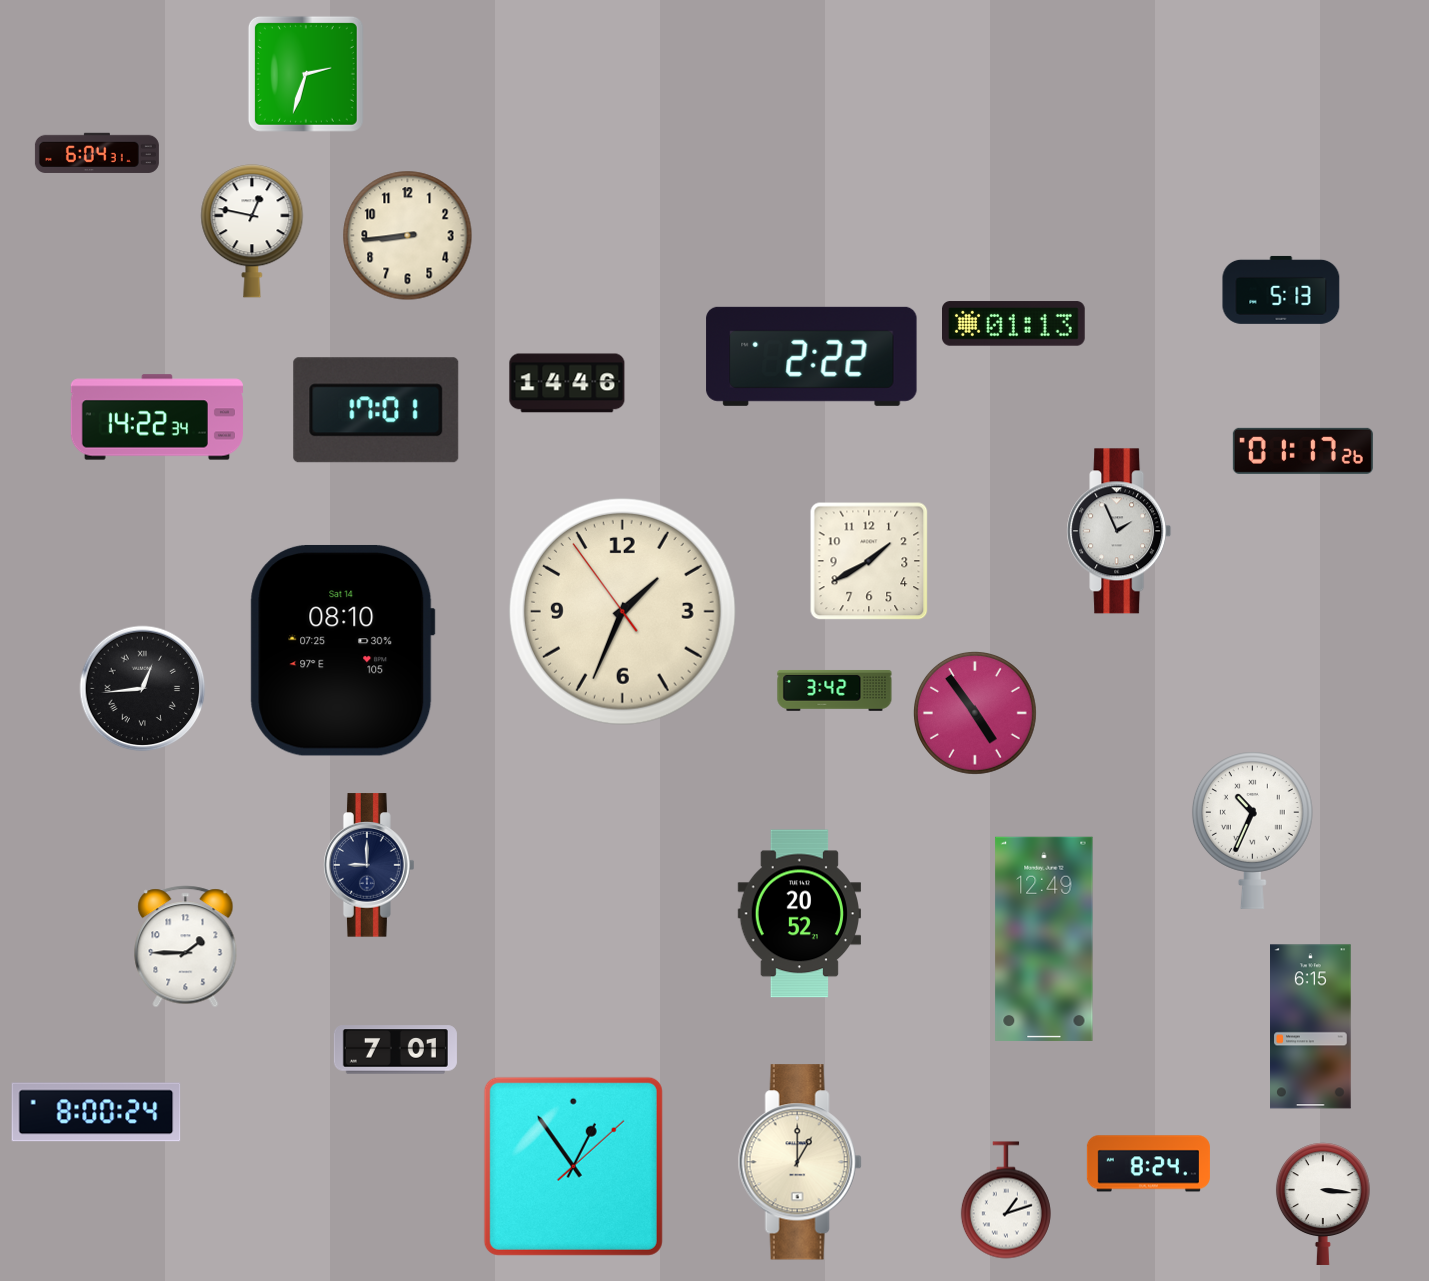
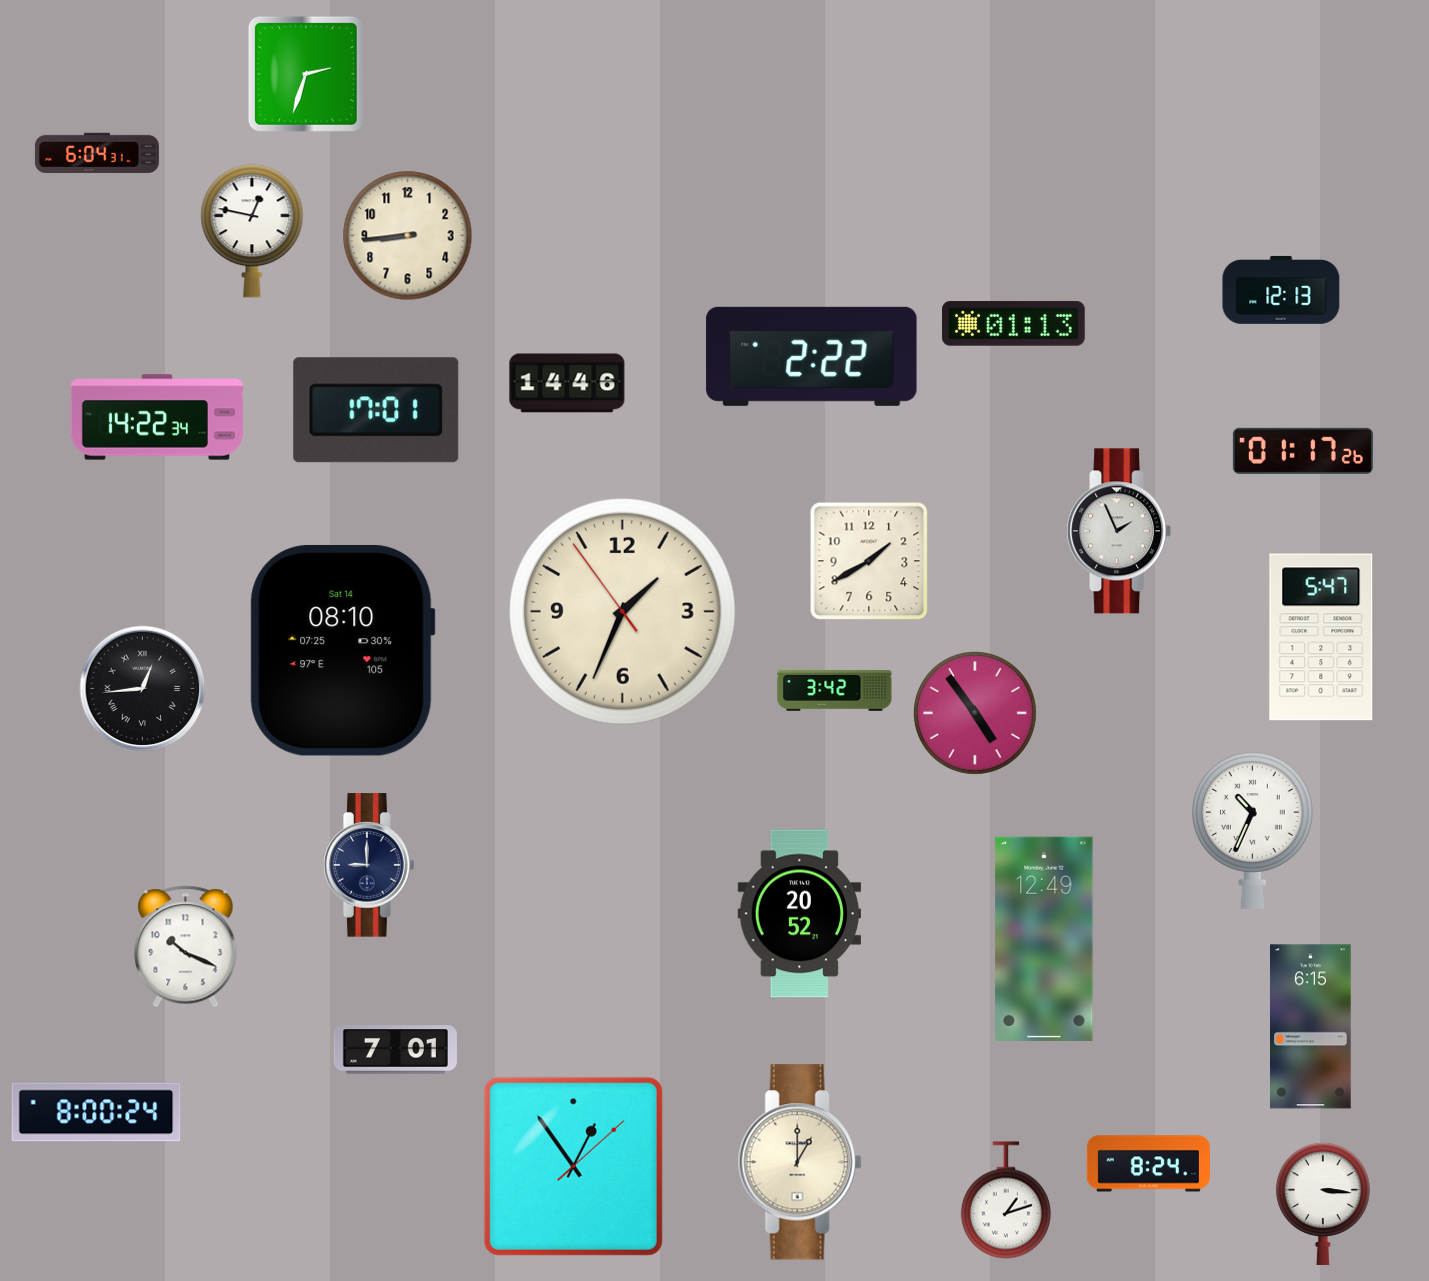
clock at (1281, 290): 5:13 -> 12:13
clock at (1321, 637): none -> 5:47
clock at (186, 947): 1:45 -> 10:19
